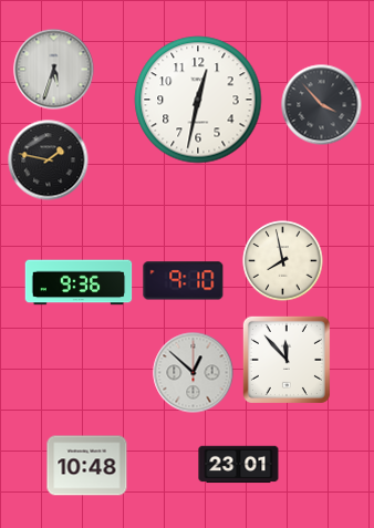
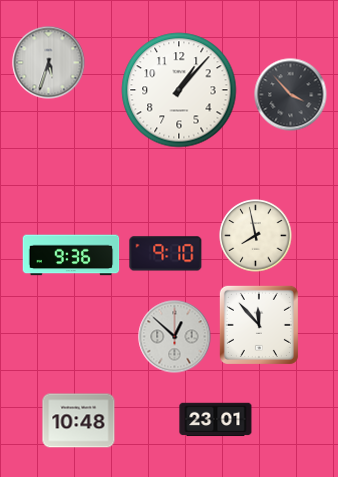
clock at (198, 100): 12:32 -> 1:07
clock at (49, 161): 1:47 -> none
